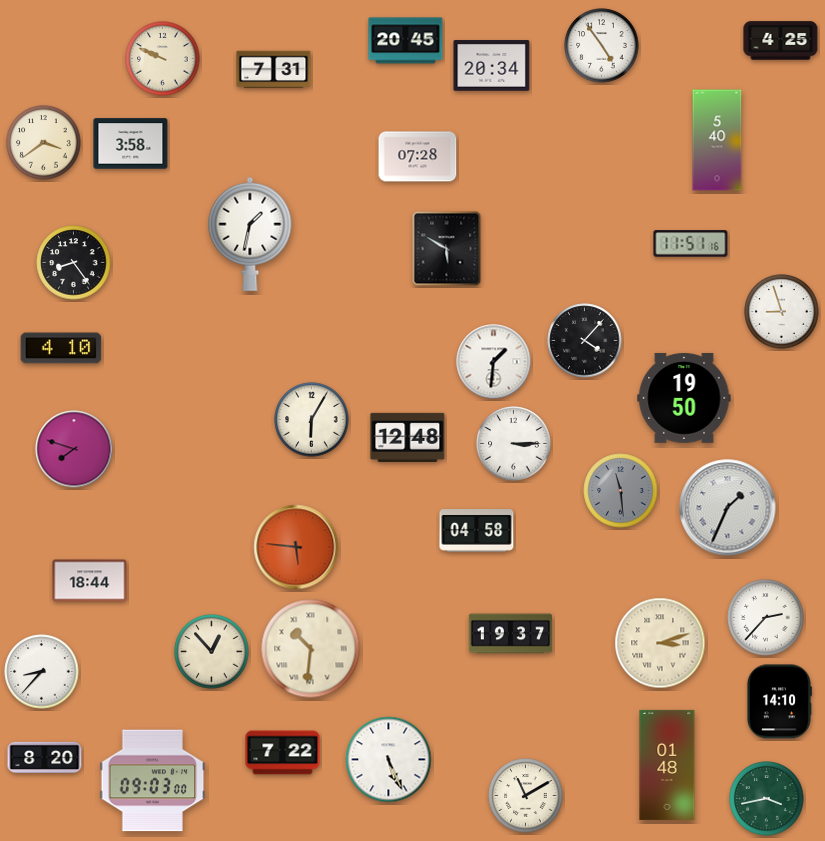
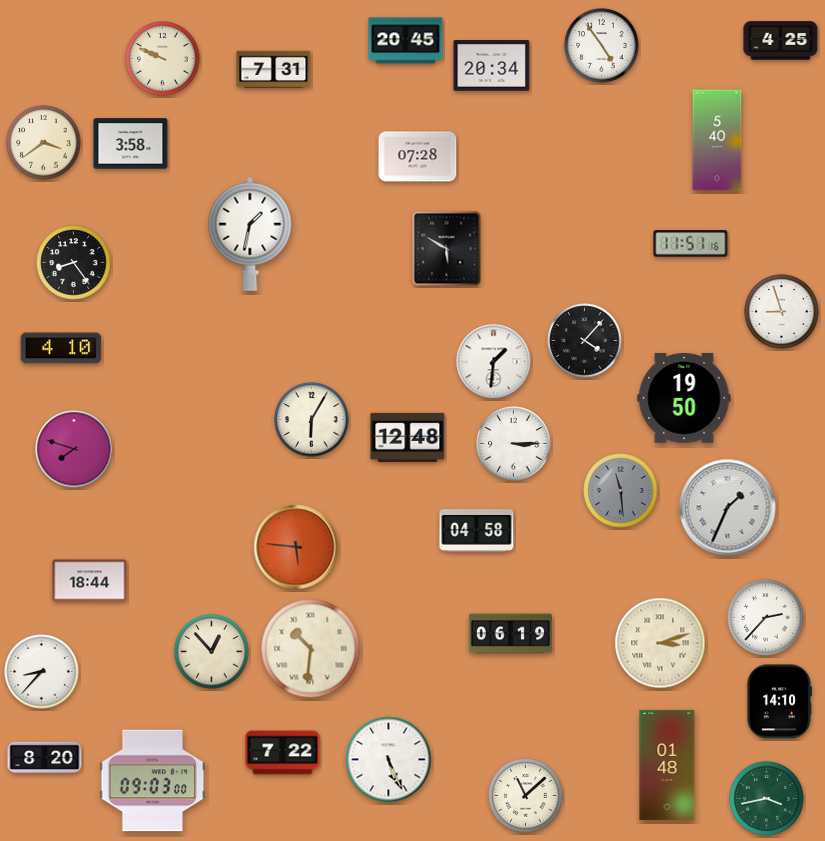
clock at (511, 634): 19:37 -> 06:19
clock at (526, 796): 11:10 -> 11:08
